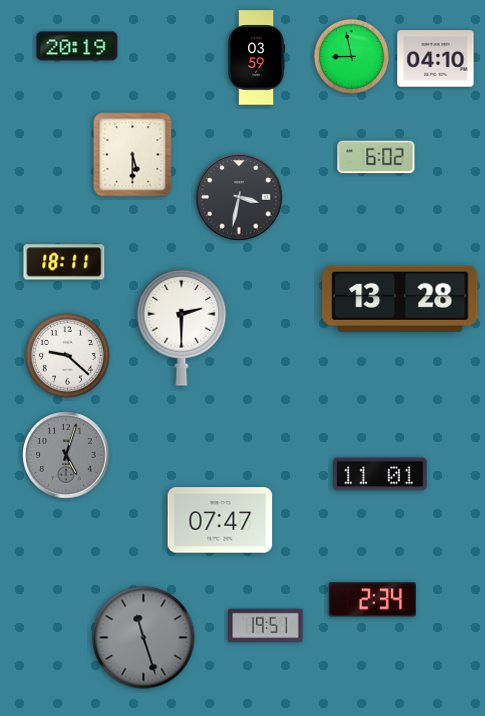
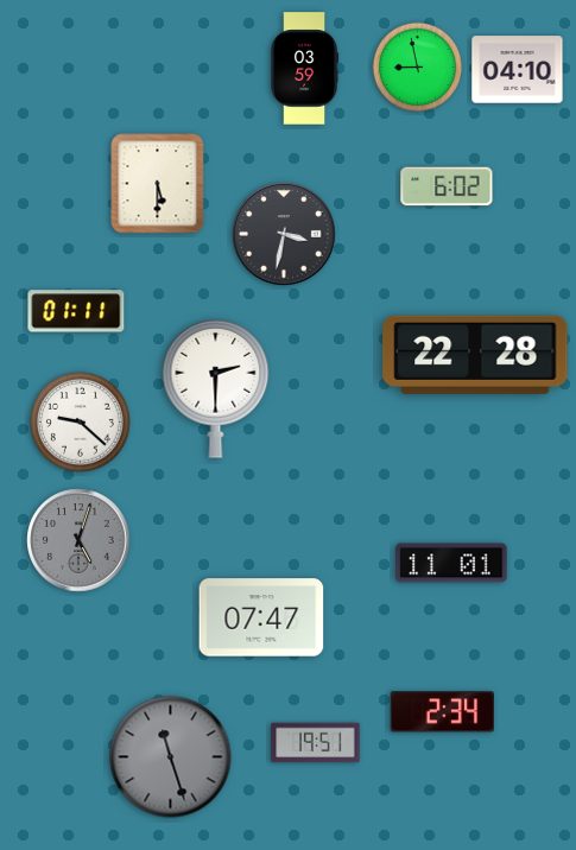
clock at (77, 46): 20:19 -> none
clock at (64, 262): 18:11 -> 01:11
clock at (400, 299): 13:28 -> 22:28
